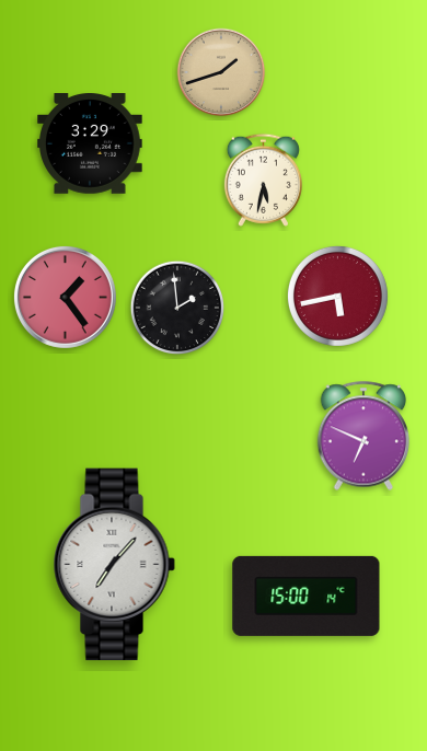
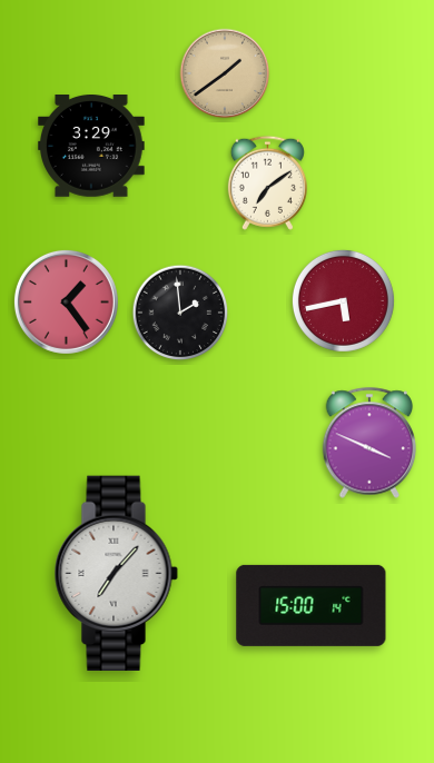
clock at (221, 72): 1:42 -> 1:39
clock at (263, 180): 5:32 -> 7:09
clock at (363, 436): 6:49 -> 3:49
